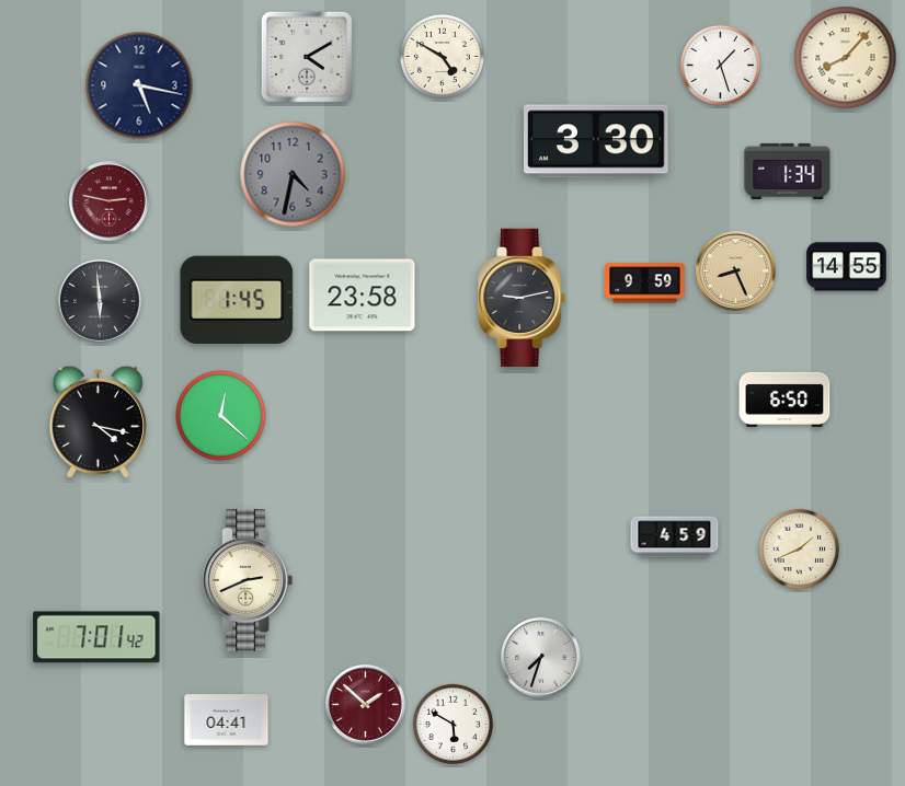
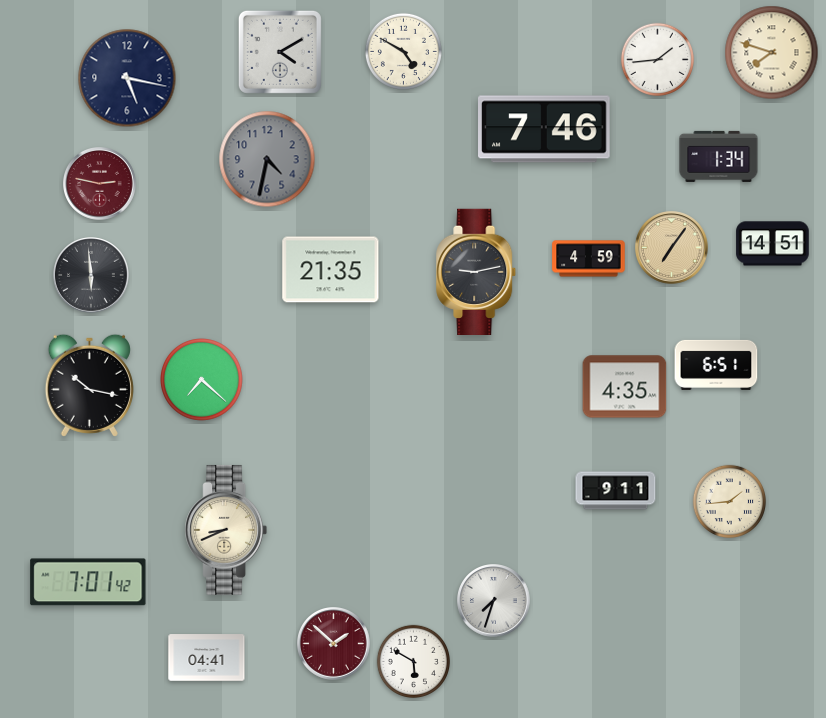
clock at (846, 58): 8:07 -> 7:48
clock at (720, 66): 1:27 -> 1:44
clock at (597, 141): 3:30 -> 7:46
clock at (847, 267): 14:55 -> 14:51
clock at (736, 271): 8:26 -> 7:06
clock at (645, 284): 9:59 -> 4:59
clock at (363, 296): 23:58 -> 21:35
clock at (237, 299): 1:45 -> none
clock at (784, 400): 6:50 -> 6:51
clock at (221, 416): 12:22 -> 7:22
clock at (98, 421): 4:17 -> 10:17
clock at (625, 387): none -> 4:35
clock at (675, 538): 4:59 -> 9:11
clock at (799, 550): 1:41 -> 1:44
clock at (248, 580): 2:41 -> 8:41
